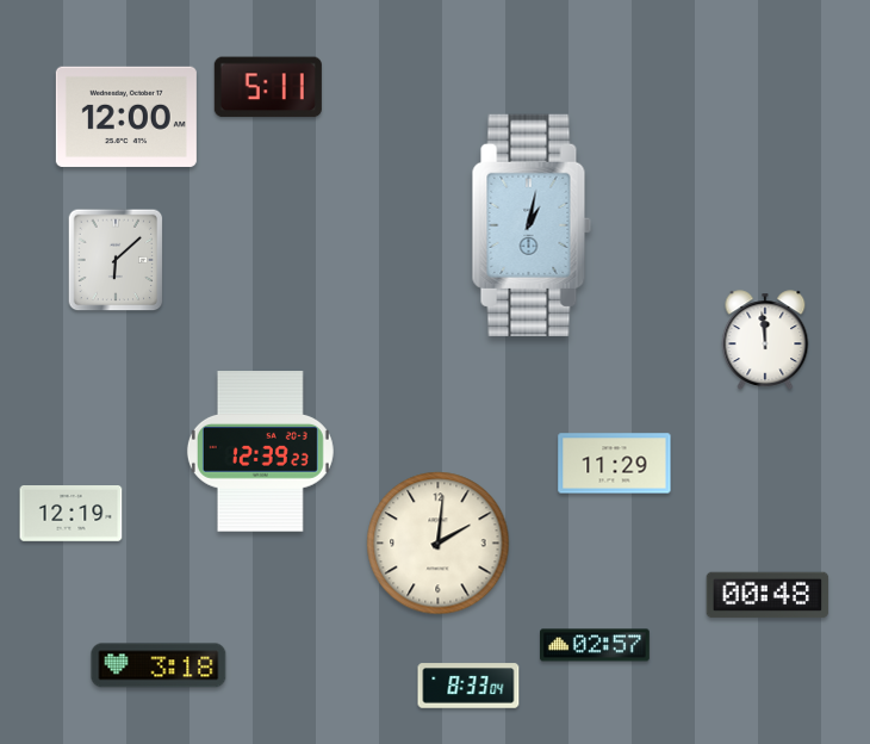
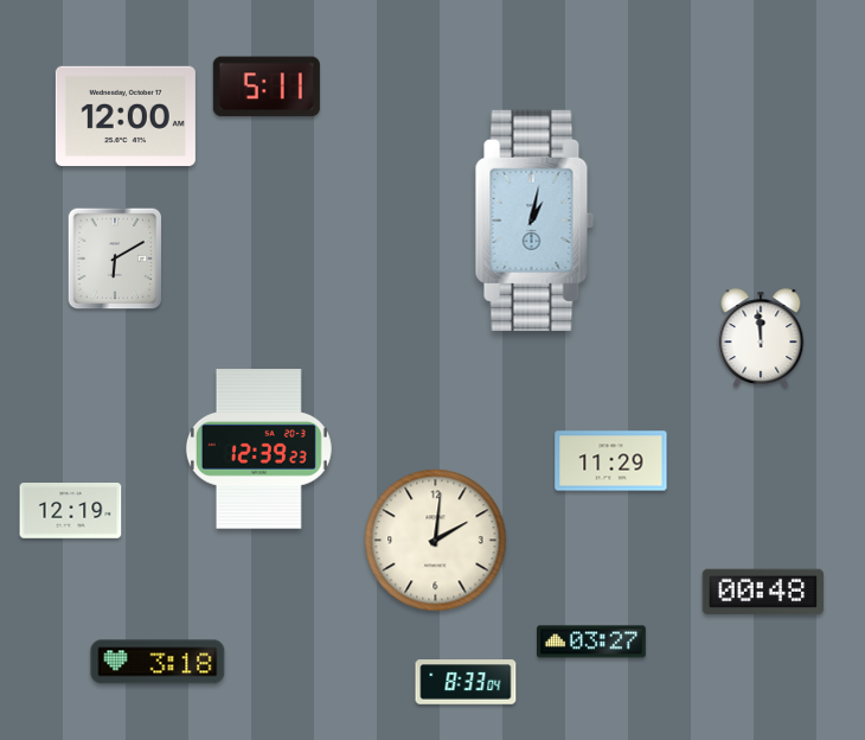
clock at (532, 225) position: (532, 225) -> (534, 221)
clock at (116, 260): 6:08 -> 6:10
clock at (596, 645): 02:57 -> 03:27
